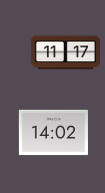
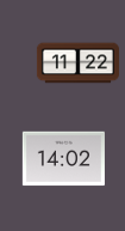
clock at (65, 53): 11:17 -> 11:22
